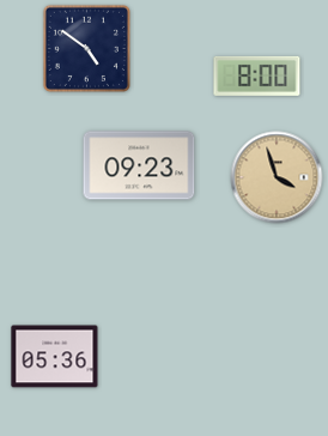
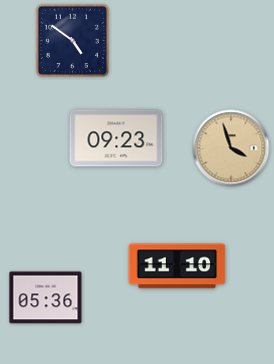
clock at (257, 75): 8:00 -> none
clock at (177, 266): none -> 11:10
